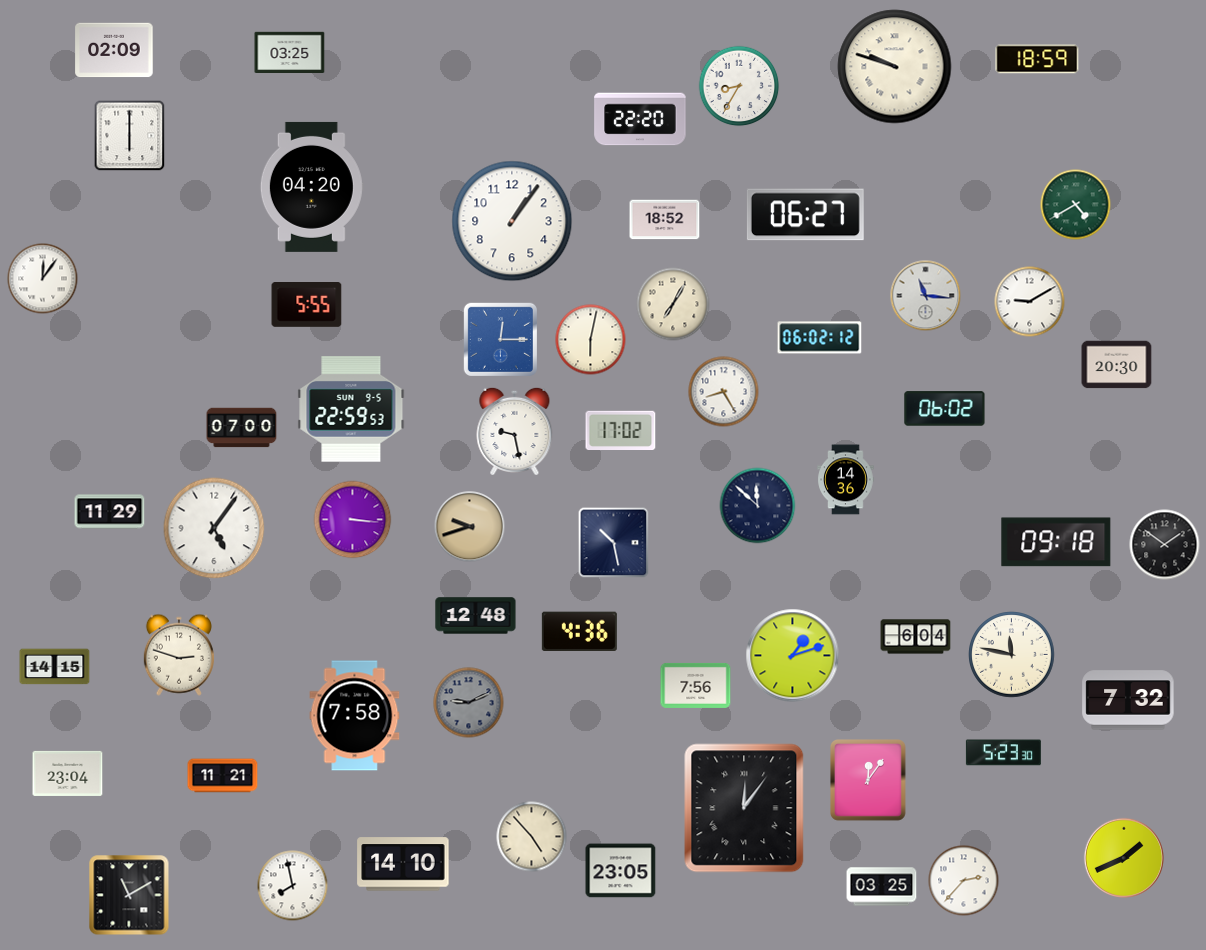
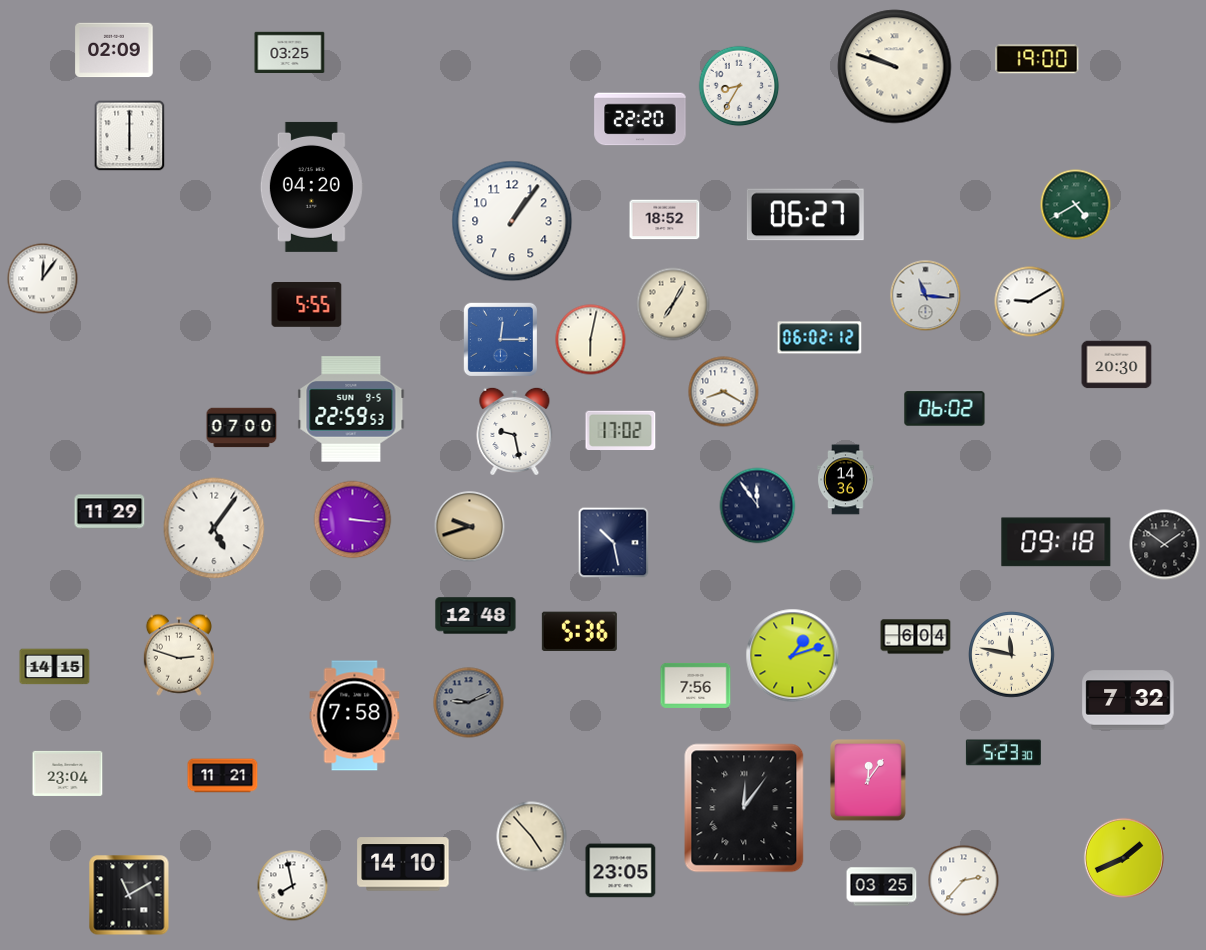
clock at (1037, 59): 18:59 -> 19:00
clock at (724, 392): 8:25 -> 8:20
clock at (758, 506): 11:52 -> 11:54
clock at (579, 631): 4:36 -> 5:36
